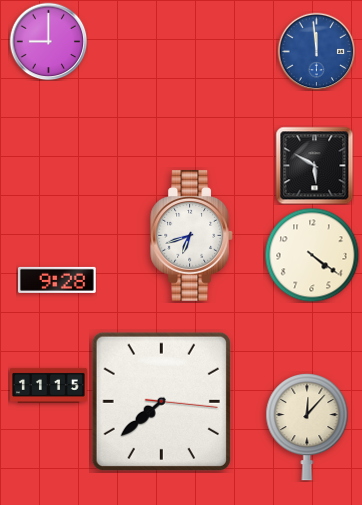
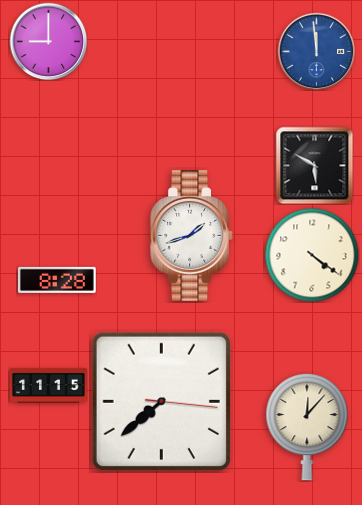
clock at (192, 236): 6:42 -> 1:42
clock at (58, 280): 9:28 -> 8:28
